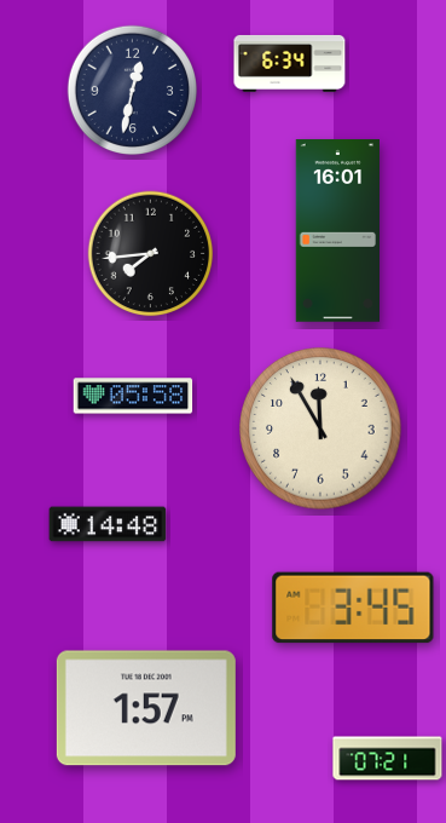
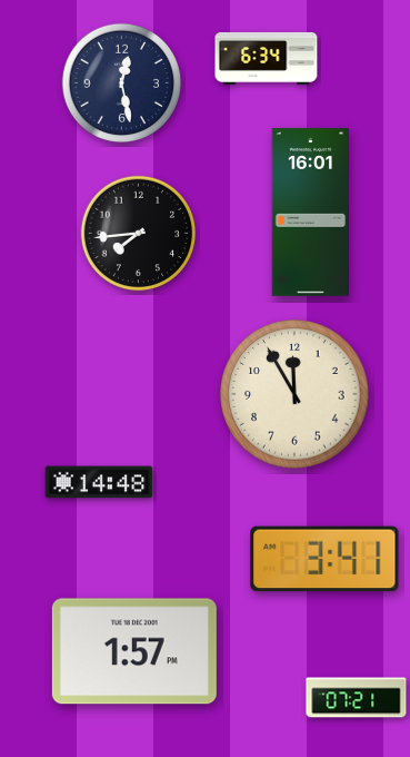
clock at (132, 90): 12:32 -> 12:28
clock at (133, 396): 05:58 -> none
clock at (353, 608): 3:45 -> 3:41
